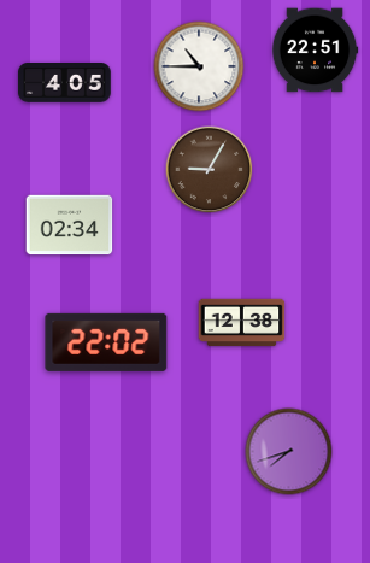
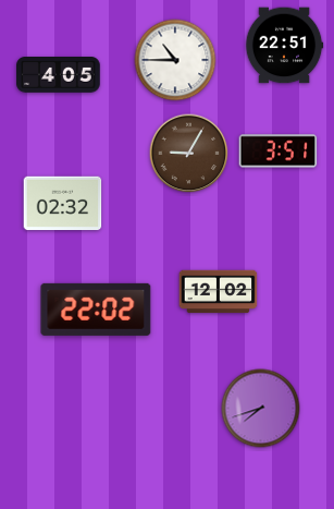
clock at (199, 66) position: (199, 66) -> (175, 60)
clock at (279, 152): none -> 3:51
clock at (70, 225): 02:34 -> 02:32
clock at (242, 323): 12:38 -> 12:02
